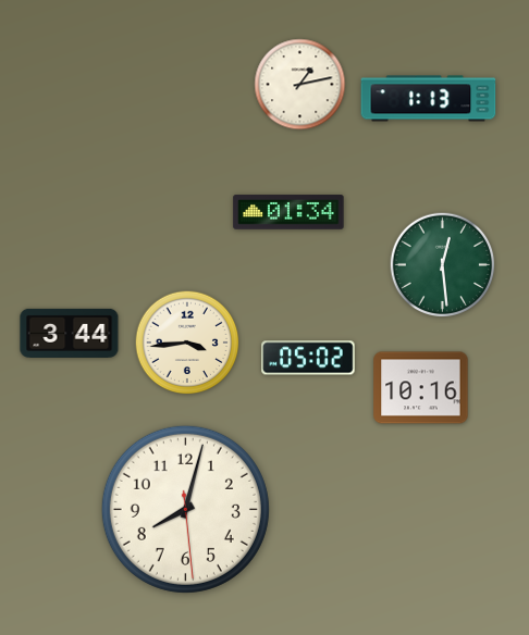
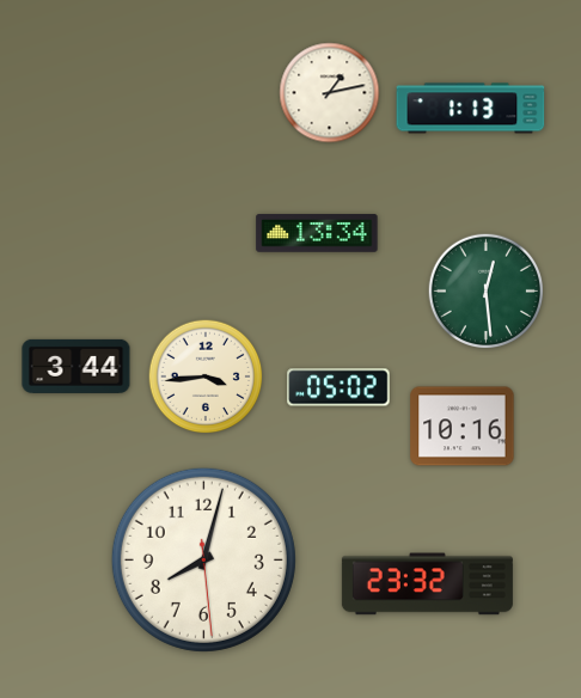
clock at (288, 212): 01:34 -> 13:34
clock at (308, 358) position: (308, 358) -> (338, 387)
clock at (427, 584): none -> 23:32
